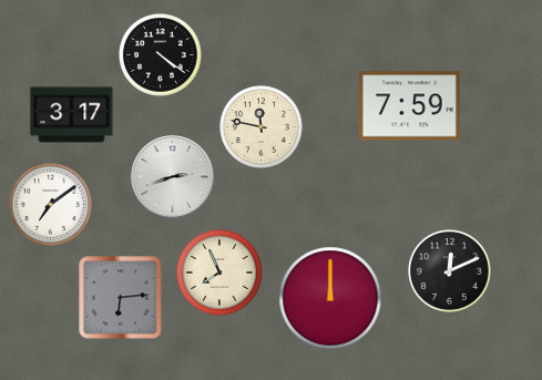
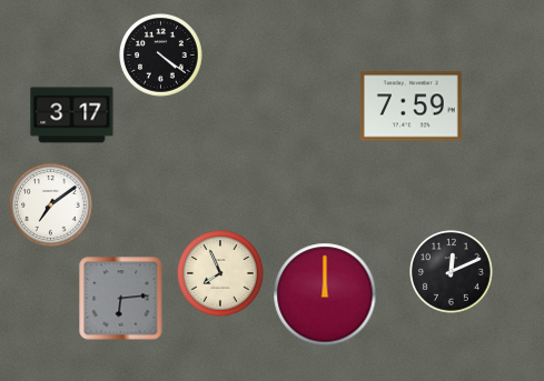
clock at (262, 127): 11:47 -> none
clock at (173, 177): 2:42 -> none
clock at (330, 298) position: (330, 298) -> (325, 294)
